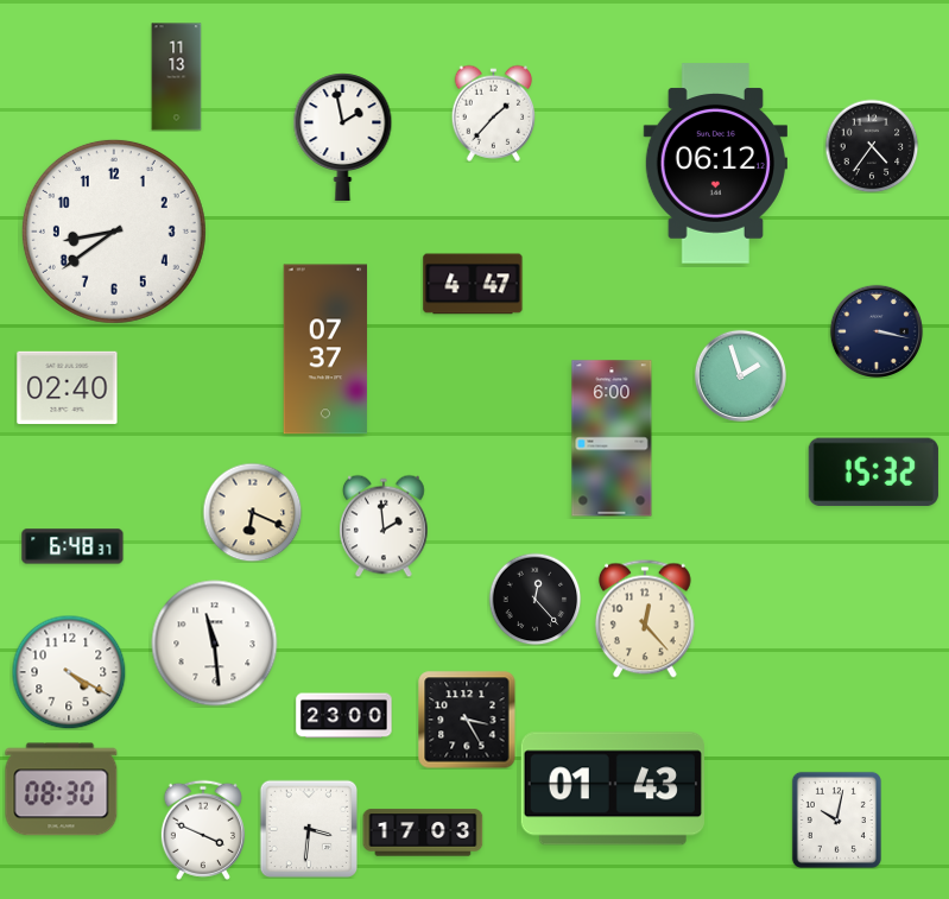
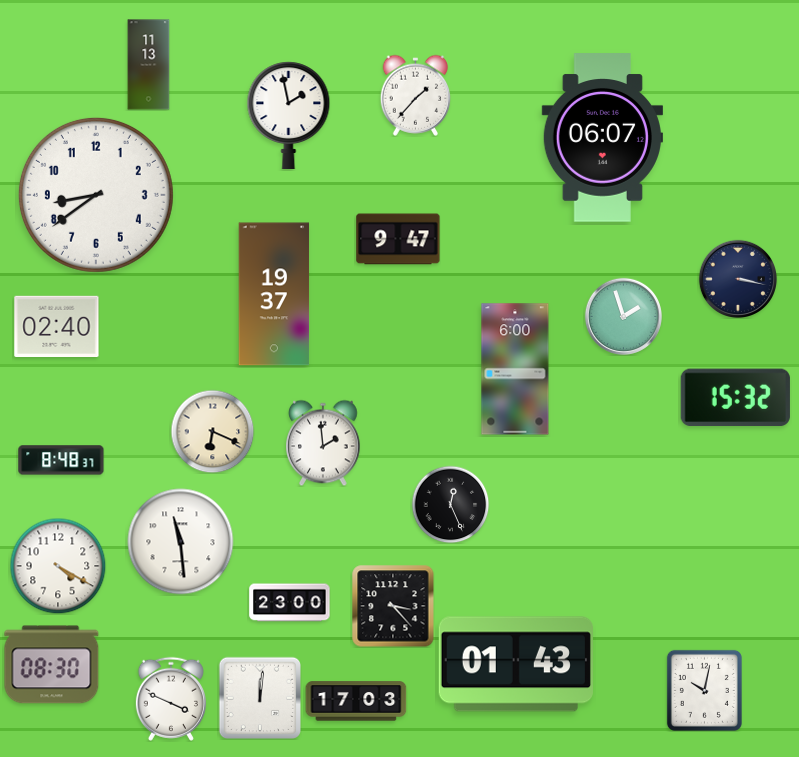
clock at (872, 146): 4:36 -> none
clock at (715, 164): 06:12 -> 06:07
clock at (473, 284): 4:47 -> 9:47
clock at (325, 349): 07:37 -> 19:37
clock at (72, 546): 6:48 -> 8:48
clock at (534, 599): 12:23 -> 12:26
clock at (645, 619): 12:23 -> none
clock at (467, 720): 3:25 -> 3:23
clock at (308, 828): 3:31 -> 12:01
